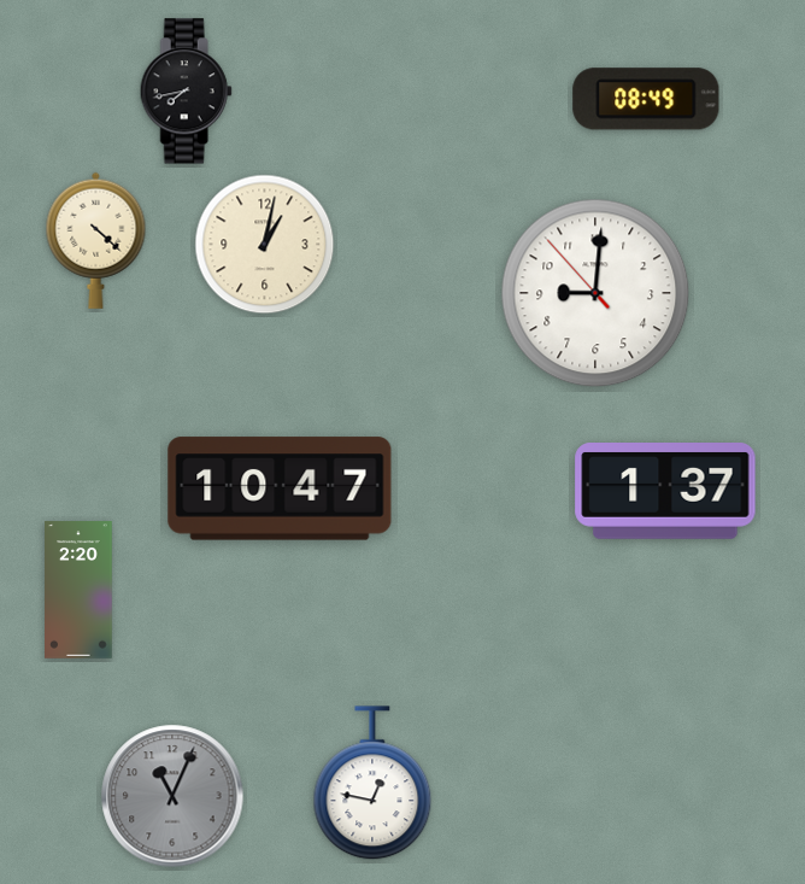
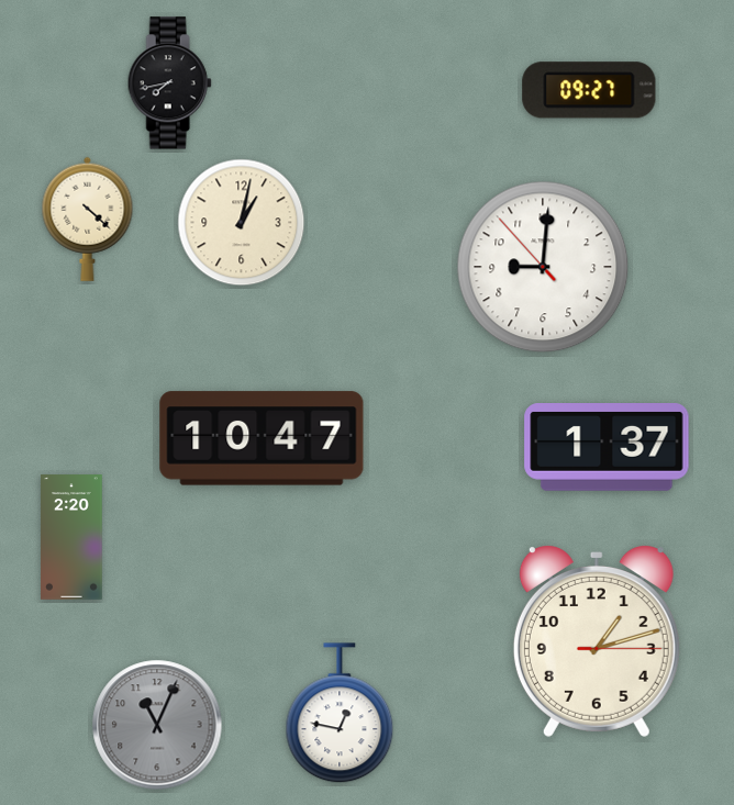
clock at (646, 99): 08:49 -> 09:27
clock at (280, 488) position: (280, 488) -> (262, 438)
clock at (597, 641): none -> 1:12
